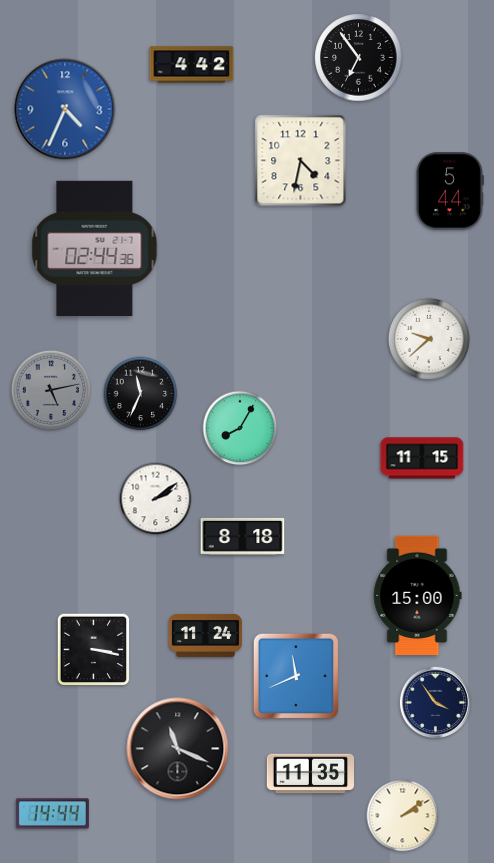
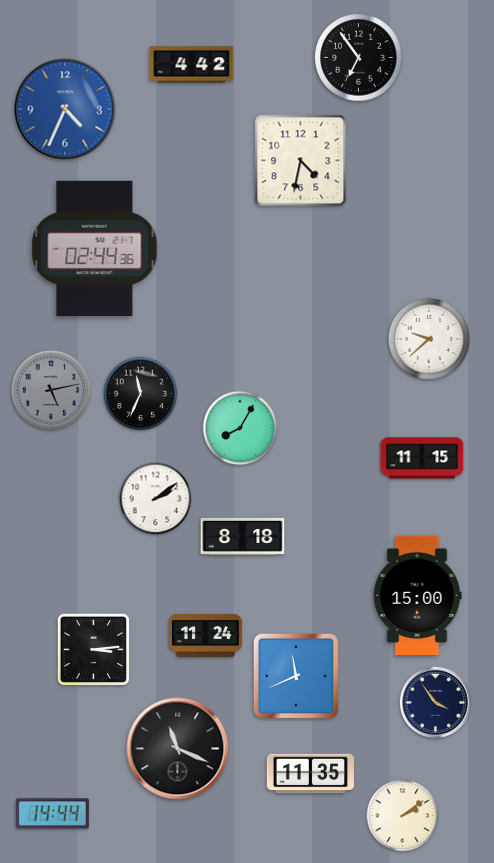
clock at (450, 191): 5:44 -> none
clock at (94, 650): 3:17 -> 3:14
